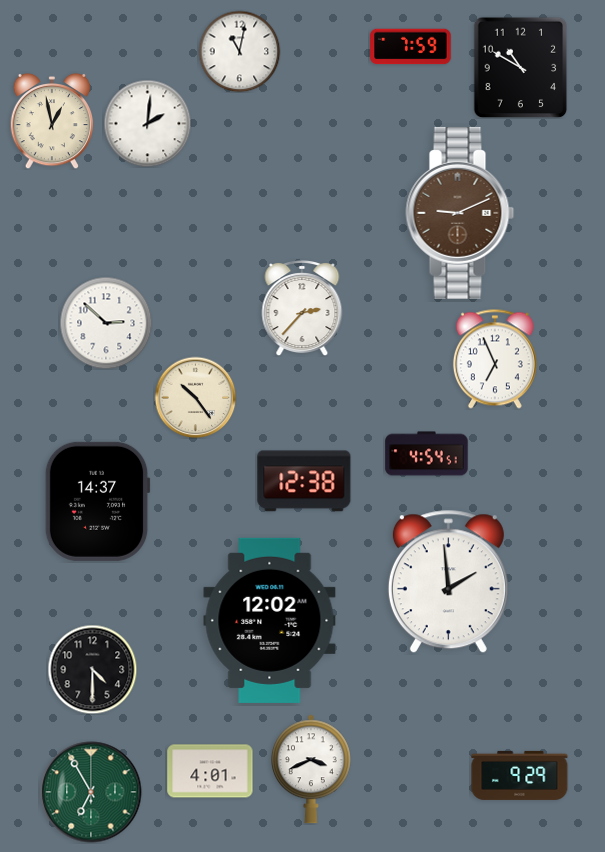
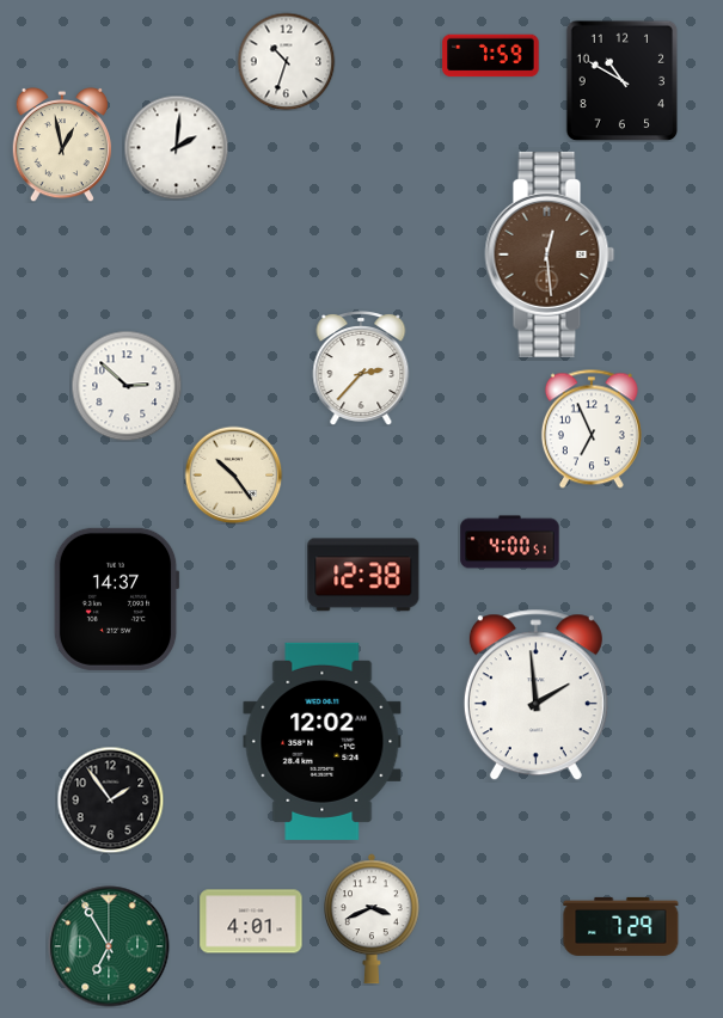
clock at (239, 51): 11:02 -> 10:33
clock at (460, 213): 9:11 -> 12:29
clock at (427, 454): 4:54 -> 4:00
clock at (92, 669): 4:30 -> 1:54
clock at (520, 775): 9:29 -> 7:29
